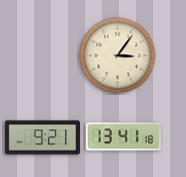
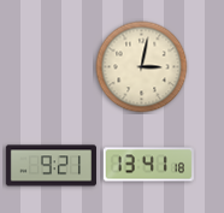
clock at (118, 56): 3:06 -> 3:02
